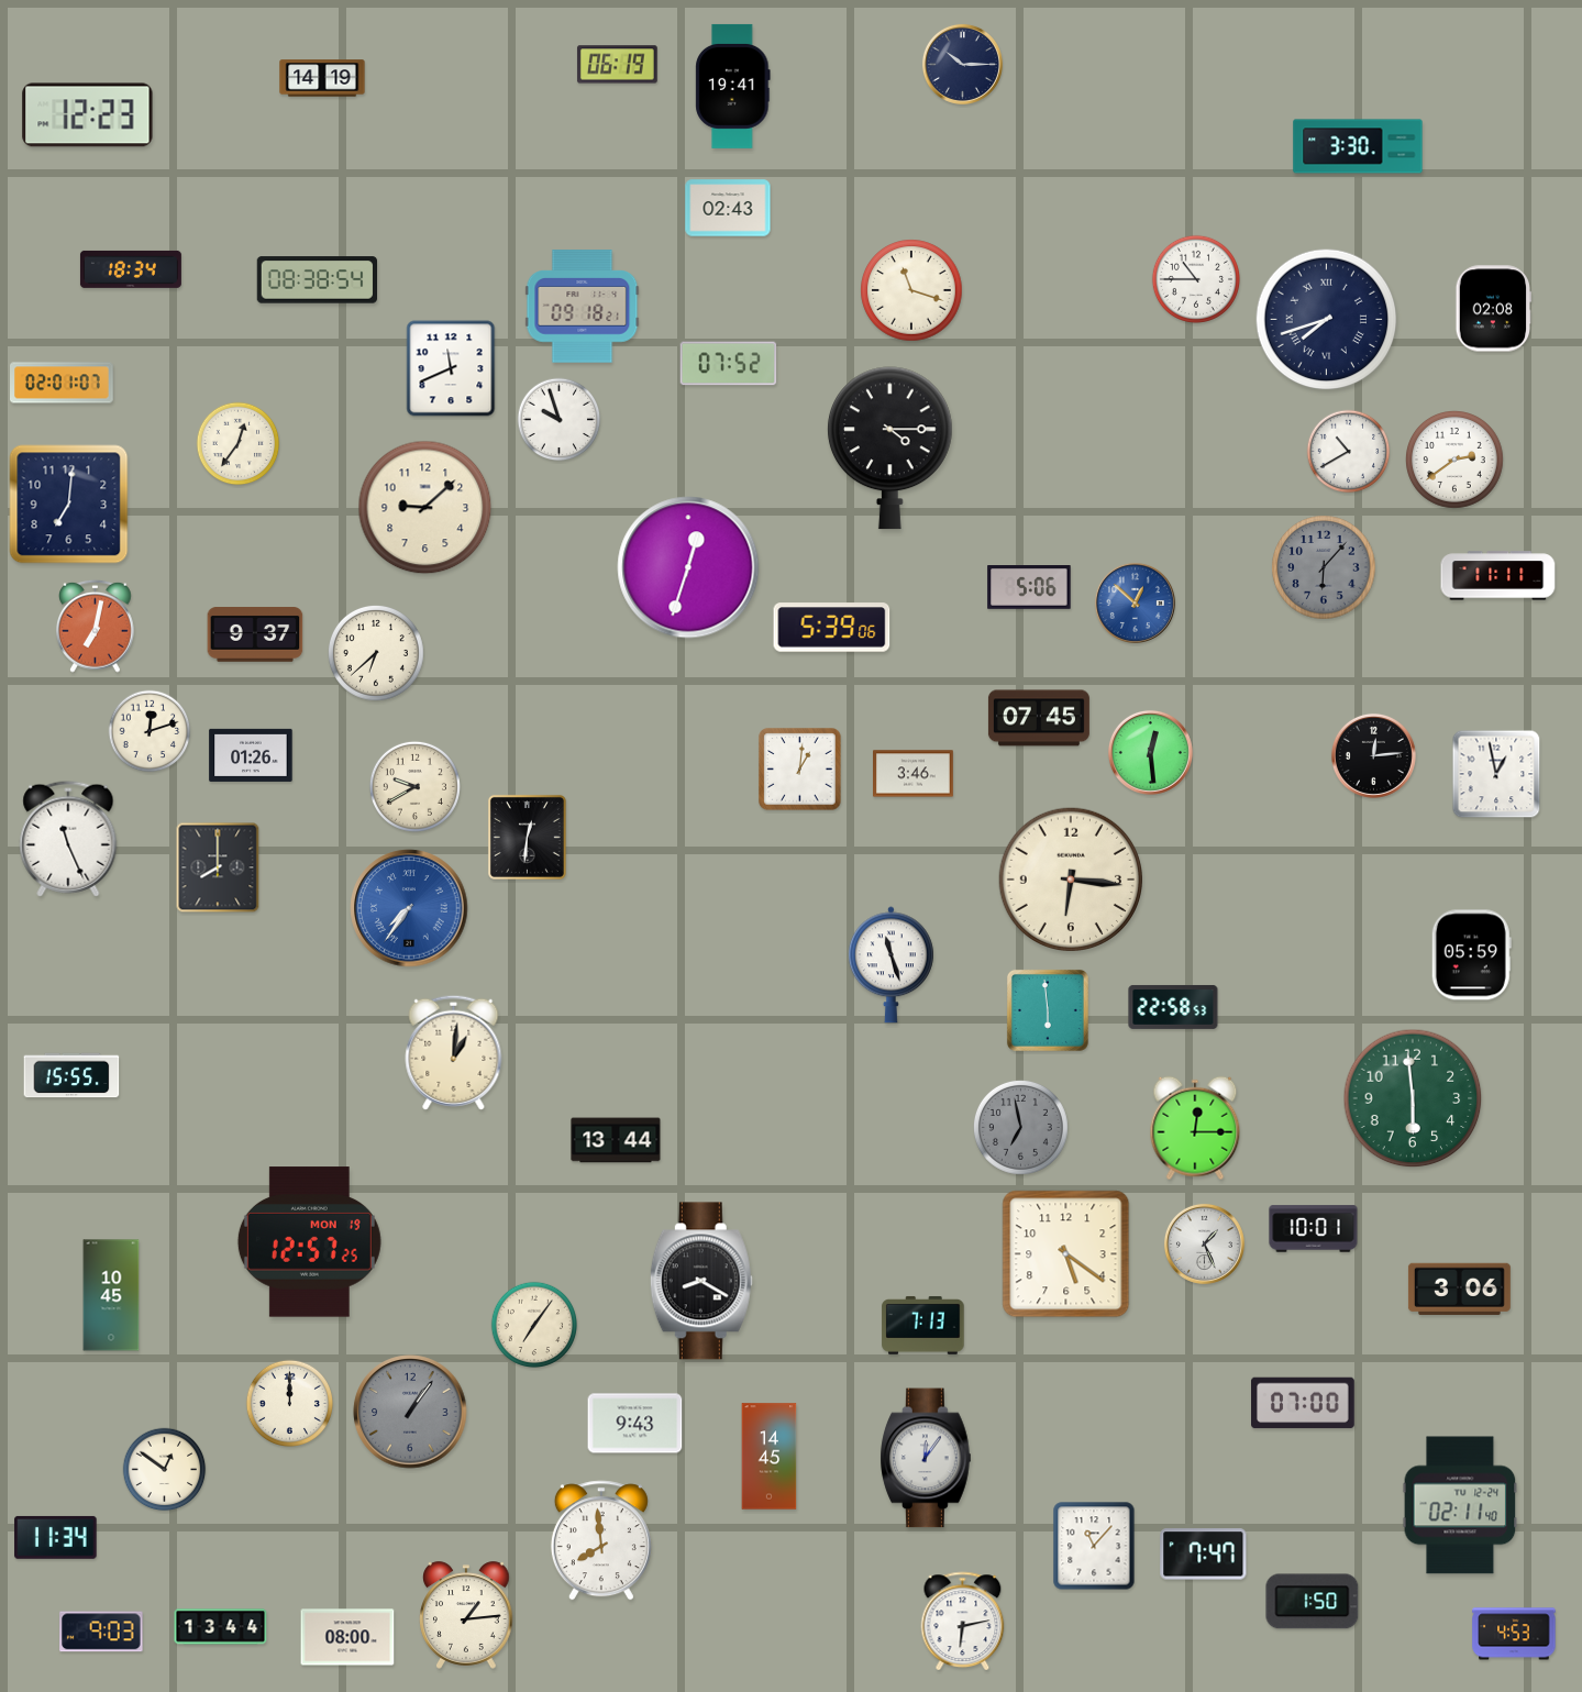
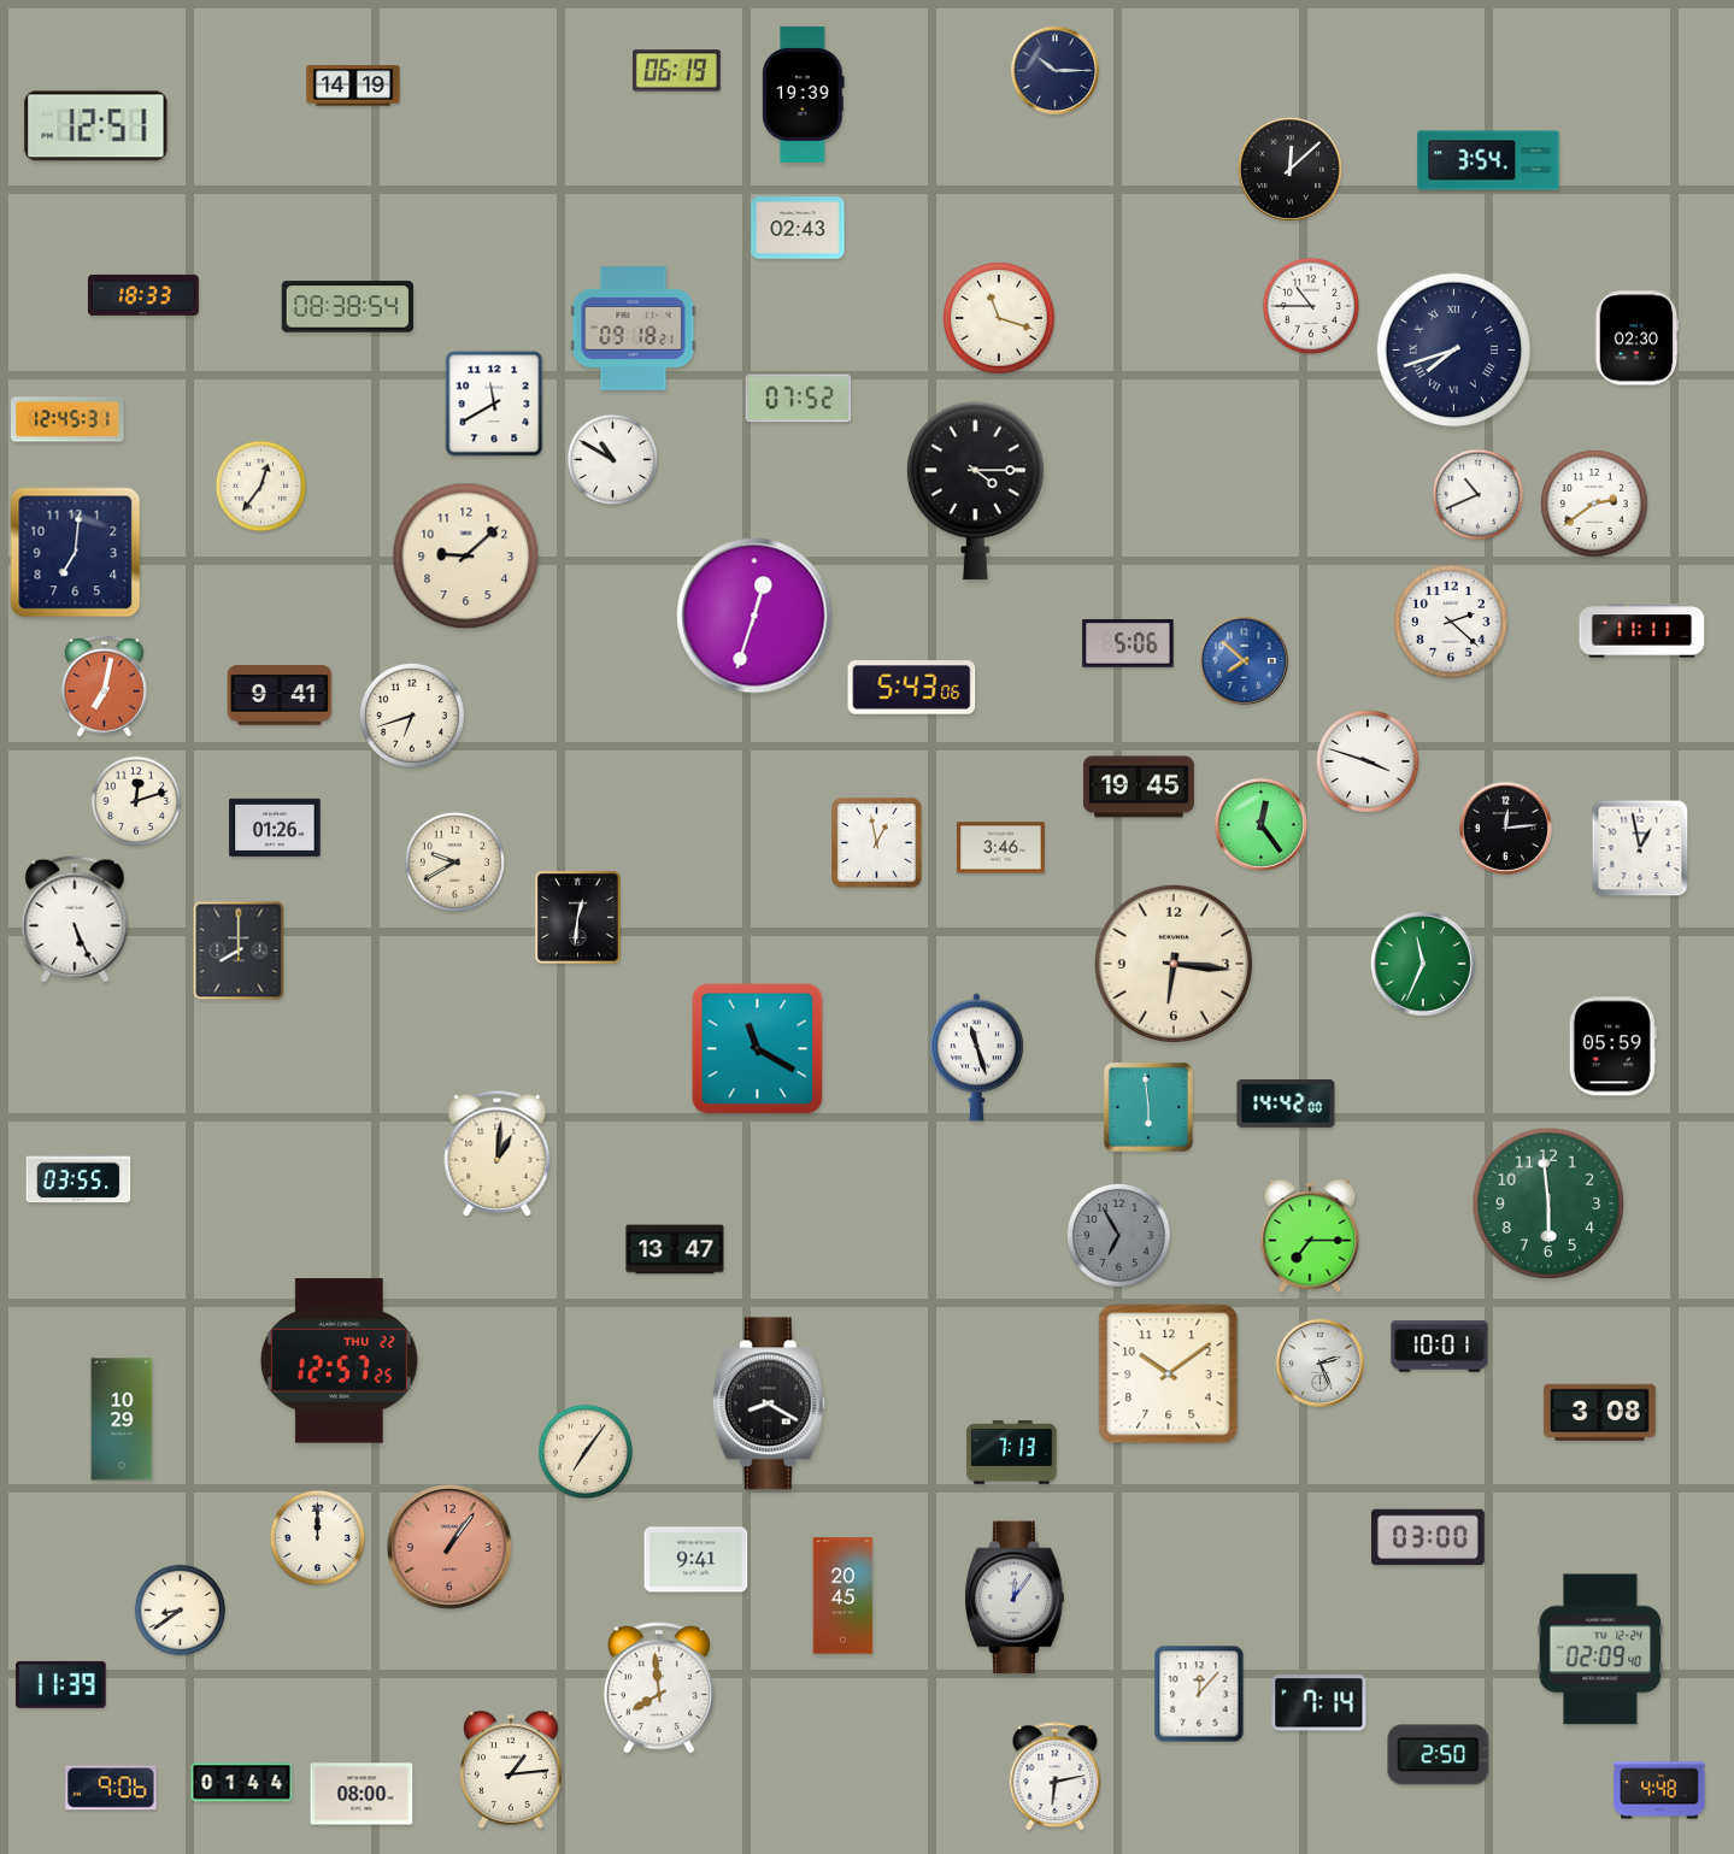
clock at (733, 86): 19:41 -> 19:39
clock at (88, 115): 12:23 -> 12:51
clock at (1358, 146): 3:30 -> 3:54
clock at (1291, 170): none -> 12:08
clock at (131, 269): 18:34 -> 18:33
clock at (583, 307) position: (583, 307) -> (634, 329)
clock at (1493, 309): 02:08 -> 02:30
clock at (451, 368): 11:41 -> 11:40
clock at (63, 383): 02:01 -> 12:45
clock at (560, 420): 9:57 -> 10:50
clock at (1349, 452): 10:40 -> 10:41
clock at (688, 567) position: (688, 567) -> (754, 616)
clock at (1324, 567): 6:07 -> 2:22
clock at (1324, 567) dial: grey -> white
clock at (1135, 602): 12:52 -> 7:52
clock at (832, 628): 5:39 -> 5:43
clock at (255, 634): 9:37 -> 9:41
clock at (376, 653): 6:38 -> 6:42
clock at (1368, 761): none -> 3:48
clock at (1039, 718): 07:45 -> 19:45
clock at (150, 731) position: (150, 731) -> (136, 801)
clock at (1150, 752): 12:29 -> 12:24
clock at (800, 770): 1:01 -> 12:58
clock at (68, 839): 11:26 -> 5:26
clock at (1424, 965): none -> 11:34
clock at (409, 908): 7:36 -> none
clock at (758, 1049): none -> 11:20
clock at (1173, 1007): 22:58 -> 14:42
clock at (71, 1075): 15:55 -> 03:55
clock at (1020, 1127): 6:58 -> 6:55
clock at (1195, 1128): 12:15 -> 7:15
clock at (616, 1140): 13:44 -> 13:47
clock at (309, 1242) date: MON 19 -> THU 22
clock at (1204, 1243): 1:26 -> 2:26
clock at (1066, 1254): 5:21 -> 10:09
clock at (1459, 1289): 3:06 -> 3:08
clock at (111, 1295): 10:45 -> 10:29
clock at (1304, 1403): 07:00 -> 03:00
clock at (410, 1412) dial: grey -> salmon
clock at (635, 1424): 9:43 -> 9:41
clock at (770, 1457): 14:45 -> 20:45
clock at (165, 1470): 12:51 -> 8:39
clock at (1460, 1505): 02:11 -> 02:09
clock at (56, 1537): 11:34 -> 11:39
clock at (1094, 1546): 11:07 -> 12:07
clock at (1204, 1555): 7:47 -> 7:14
clock at (1313, 1602): 1:50 -> 2:50
clock at (221, 1627): 13:44 -> 01:44
clock at (101, 1632): 9:03 -> 9:06
clock at (1514, 1634): 4:53 -> 4:48
clock at (347, 1637) position: (347, 1637) -> (362, 1794)
